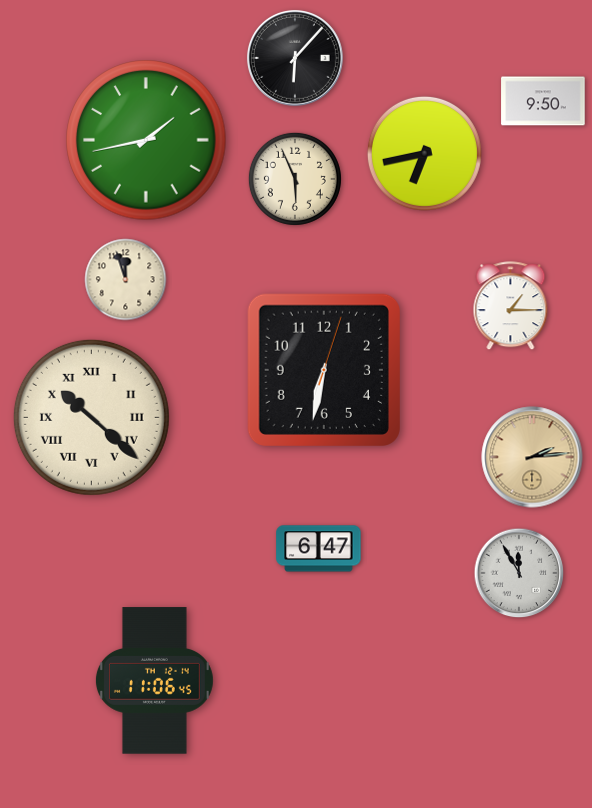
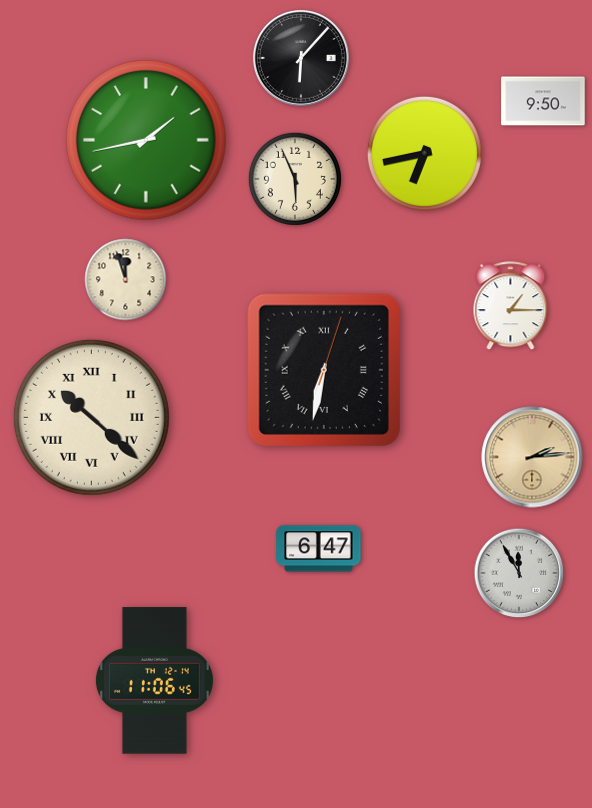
clock at (295, 58) position: (295, 58) -> (301, 58)
clock at (324, 370) numerals: Arabic -> Roman
